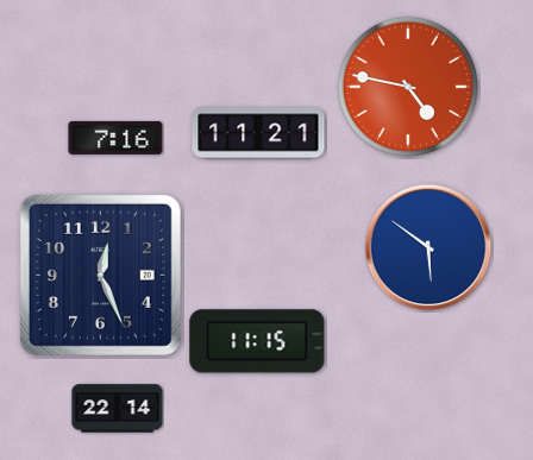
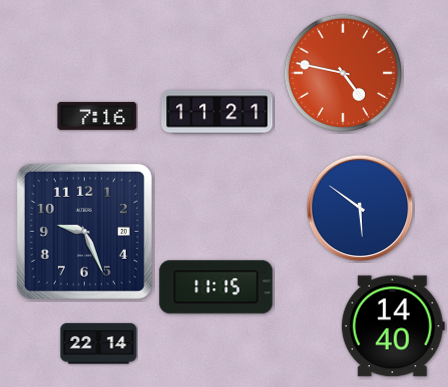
clock at (100, 275): 12:26 -> 9:26
clock at (393, 326): none -> 14:40
